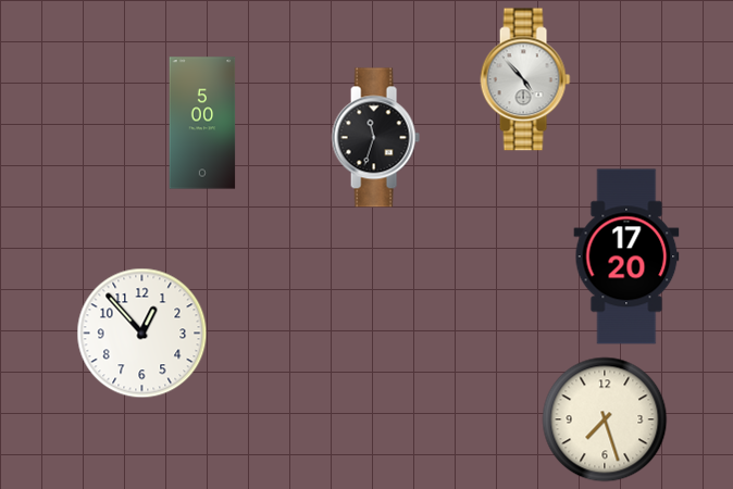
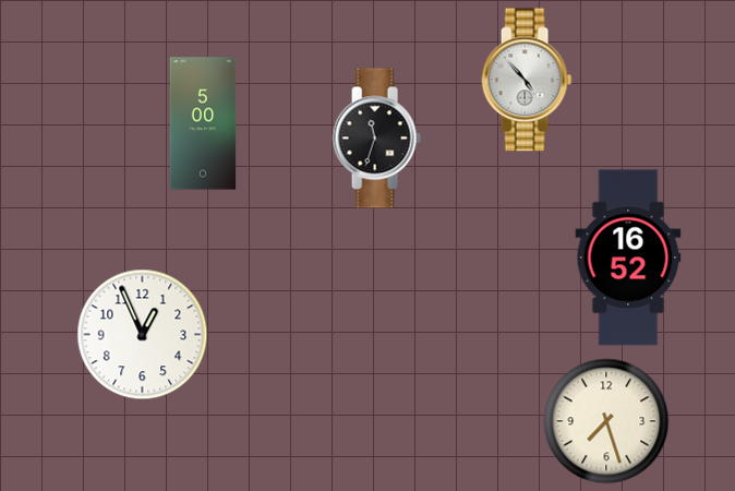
clock at (626, 256): 17:20 -> 16:52
clock at (142, 334): 12:53 -> 12:56
